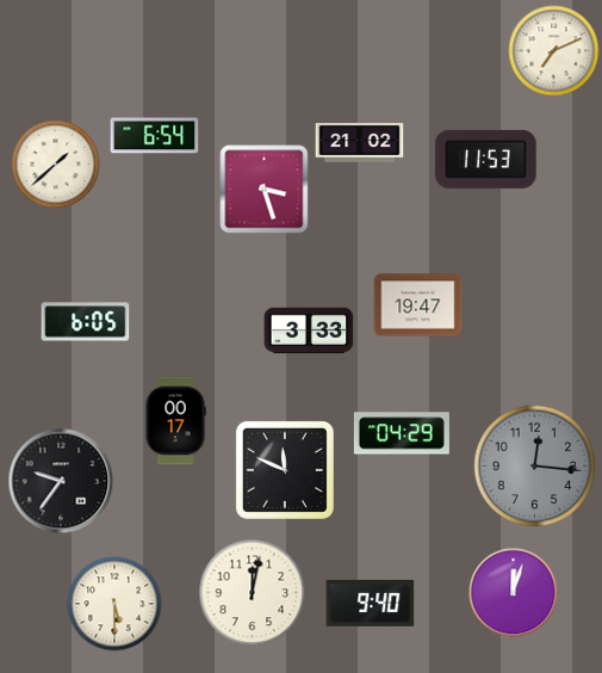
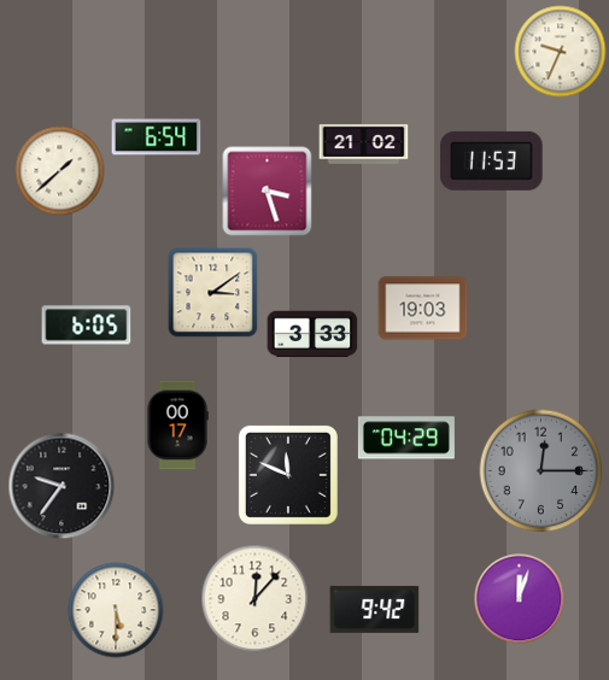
clock at (554, 51): 7:11 -> 9:34
clock at (56, 165) position: (56, 165) -> (60, 171)
clock at (213, 293): none -> 3:09
clock at (418, 305): 19:47 -> 19:03
clock at (535, 467): 12:16 -> 12:15
clock at (253, 593): 12:02 -> 12:07
clock at (371, 603): 9:40 -> 9:42
